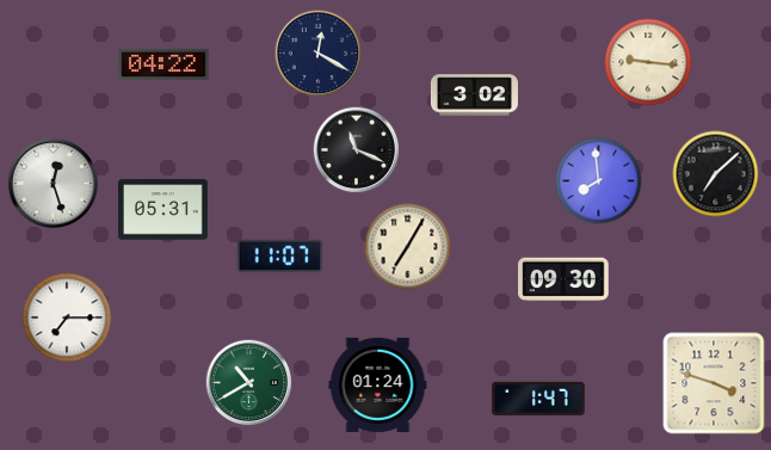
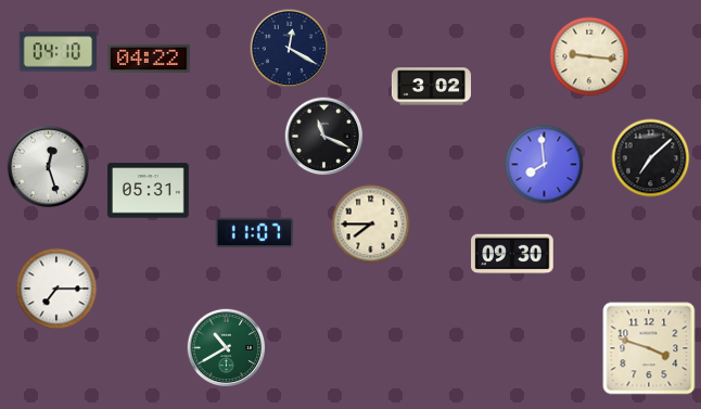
clock at (59, 52): none -> 04:10
clock at (408, 247): 7:05 -> 7:45
clock at (67, 318) position: (67, 318) -> (56, 289)
clock at (378, 384): 01:24 -> none
clock at (538, 399): 1:47 -> none
